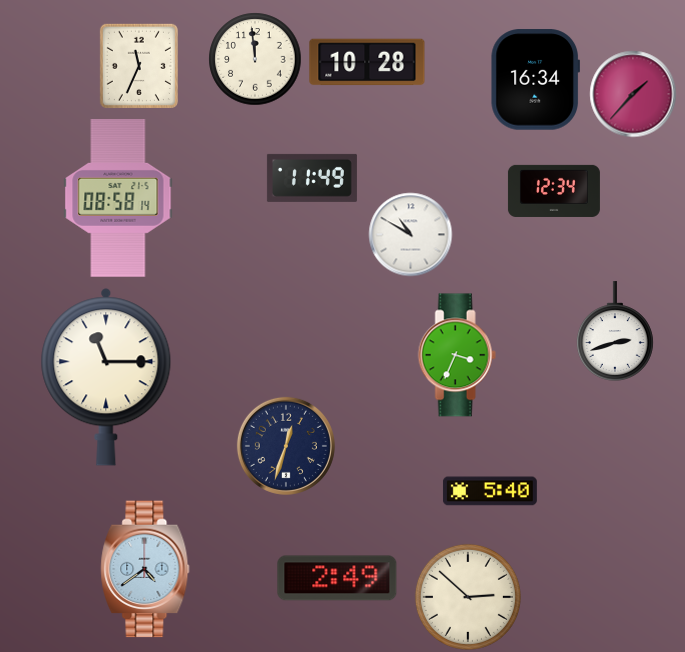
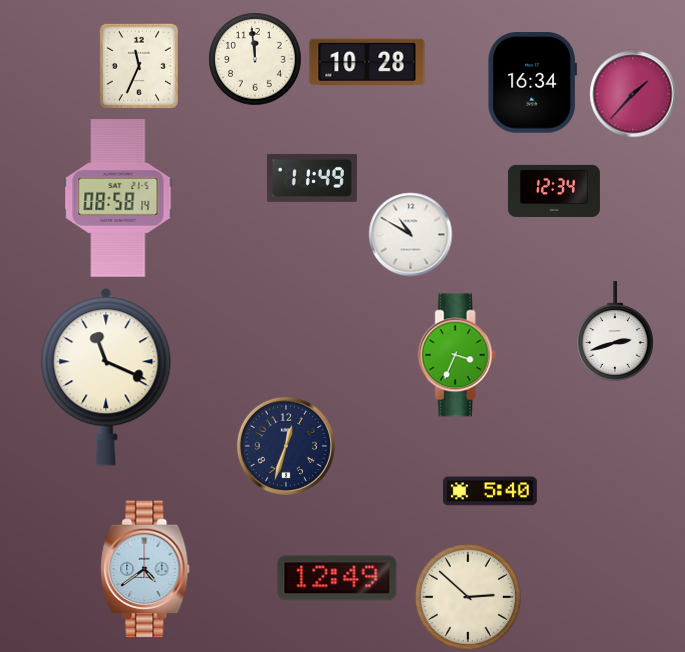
clock at (535, 80) position: (535, 80) -> (532, 83)
clock at (106, 377): 11:15 -> 11:19
clock at (337, 578): 2:49 -> 12:49
